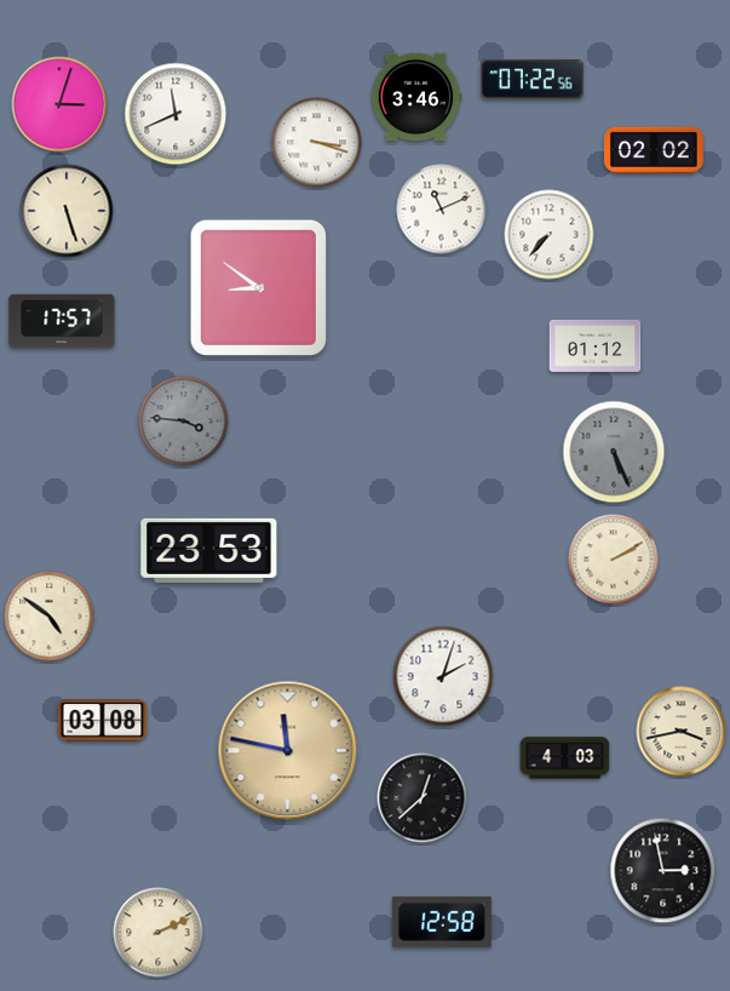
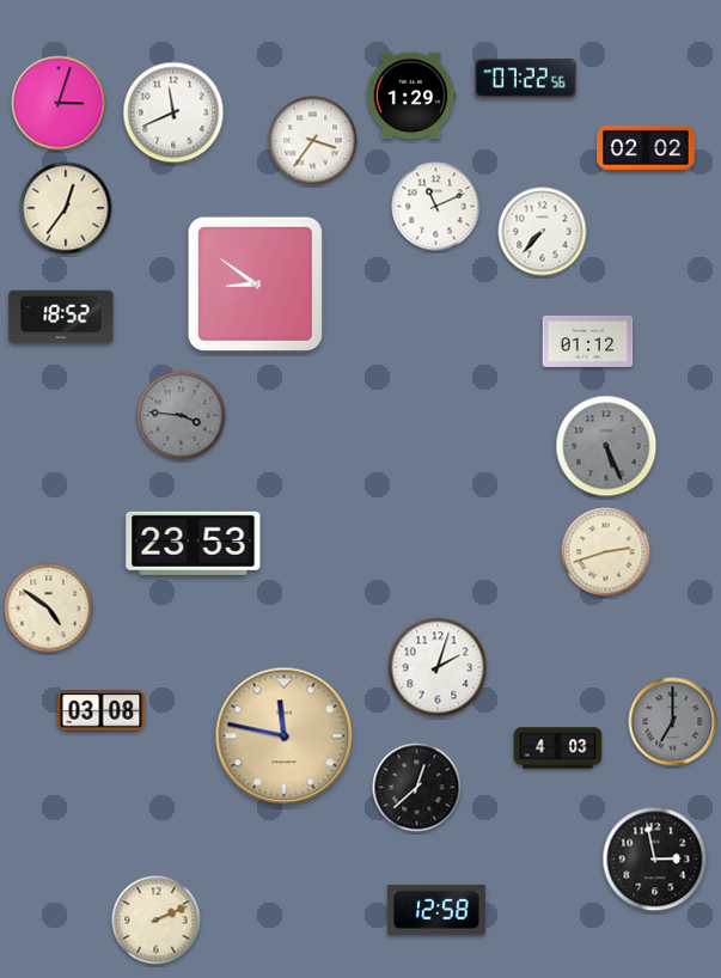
clock at (416, 97): 3:46 -> 1:29
clock at (317, 143): 3:18 -> 3:36
clock at (67, 211): 5:27 -> 12:36
clock at (62, 321): 17:57 -> 18:52
clock at (209, 550) position: (209, 550) -> (194, 543)
clock at (614, 560): 2:10 -> 2:42
clock at (682, 732): 3:43 -> 7:00
clock at (682, 732) dial: cream -> grey
clock at (288, 751) position: (288, 751) -> (285, 736)
